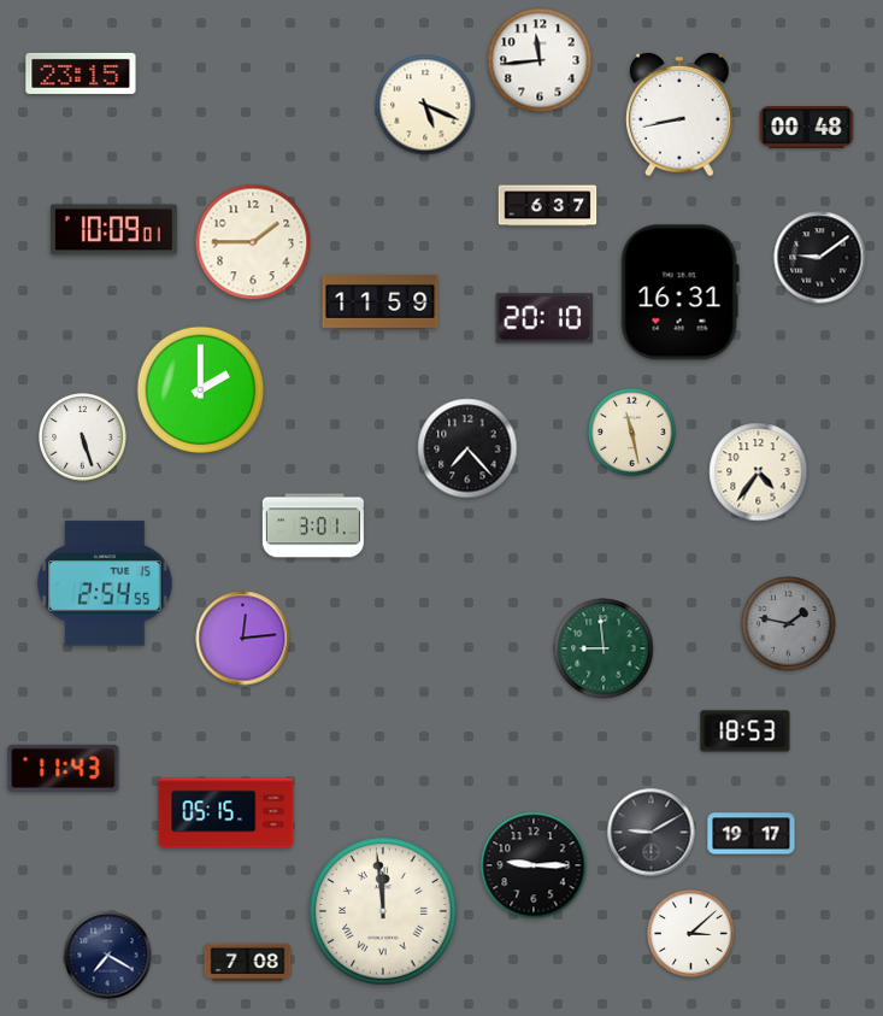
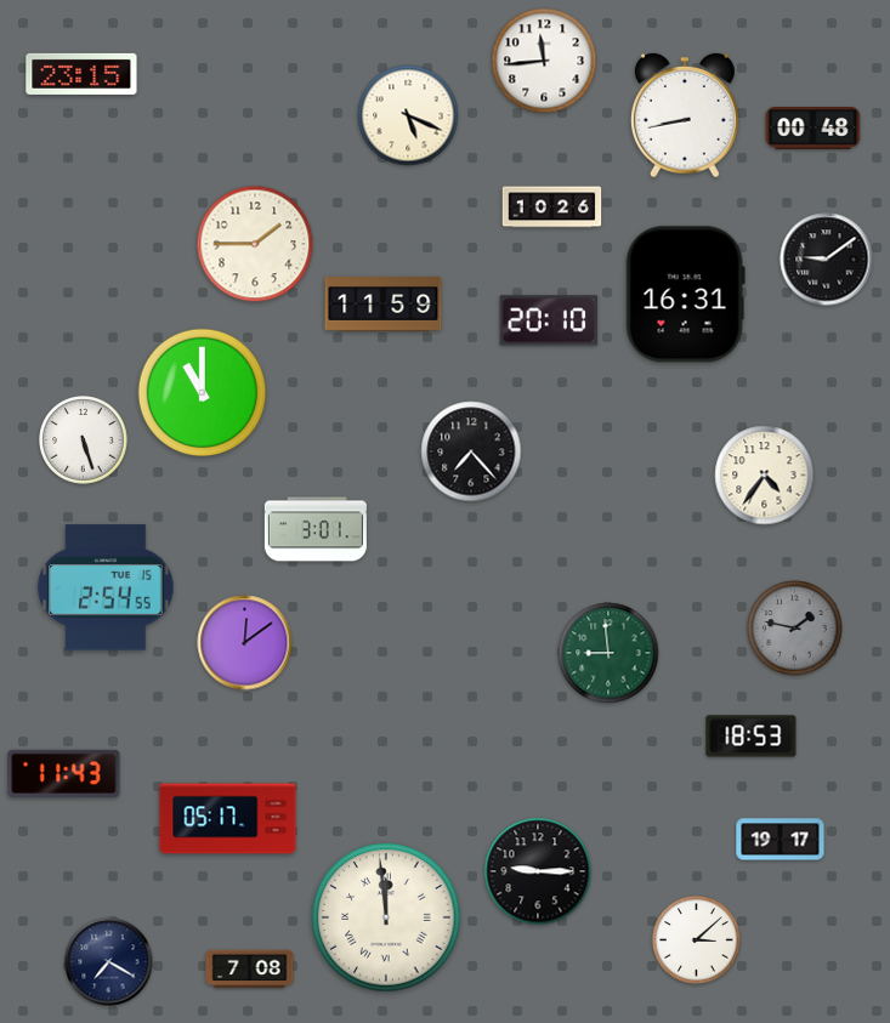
clock at (425, 105) position: (425, 105) -> (408, 115)
clock at (548, 206): 6:37 -> 10:26
clock at (114, 230): 10:09 -> none
clock at (201, 390): 2:00 -> 11:00
clock at (632, 433): 11:28 -> none
clock at (243, 639): 12:14 -> 12:09
clock at (226, 814): 05:15 -> 05:17
clock at (652, 833): 9:10 -> none
clock at (752, 834) position: (752, 834) -> (781, 840)
